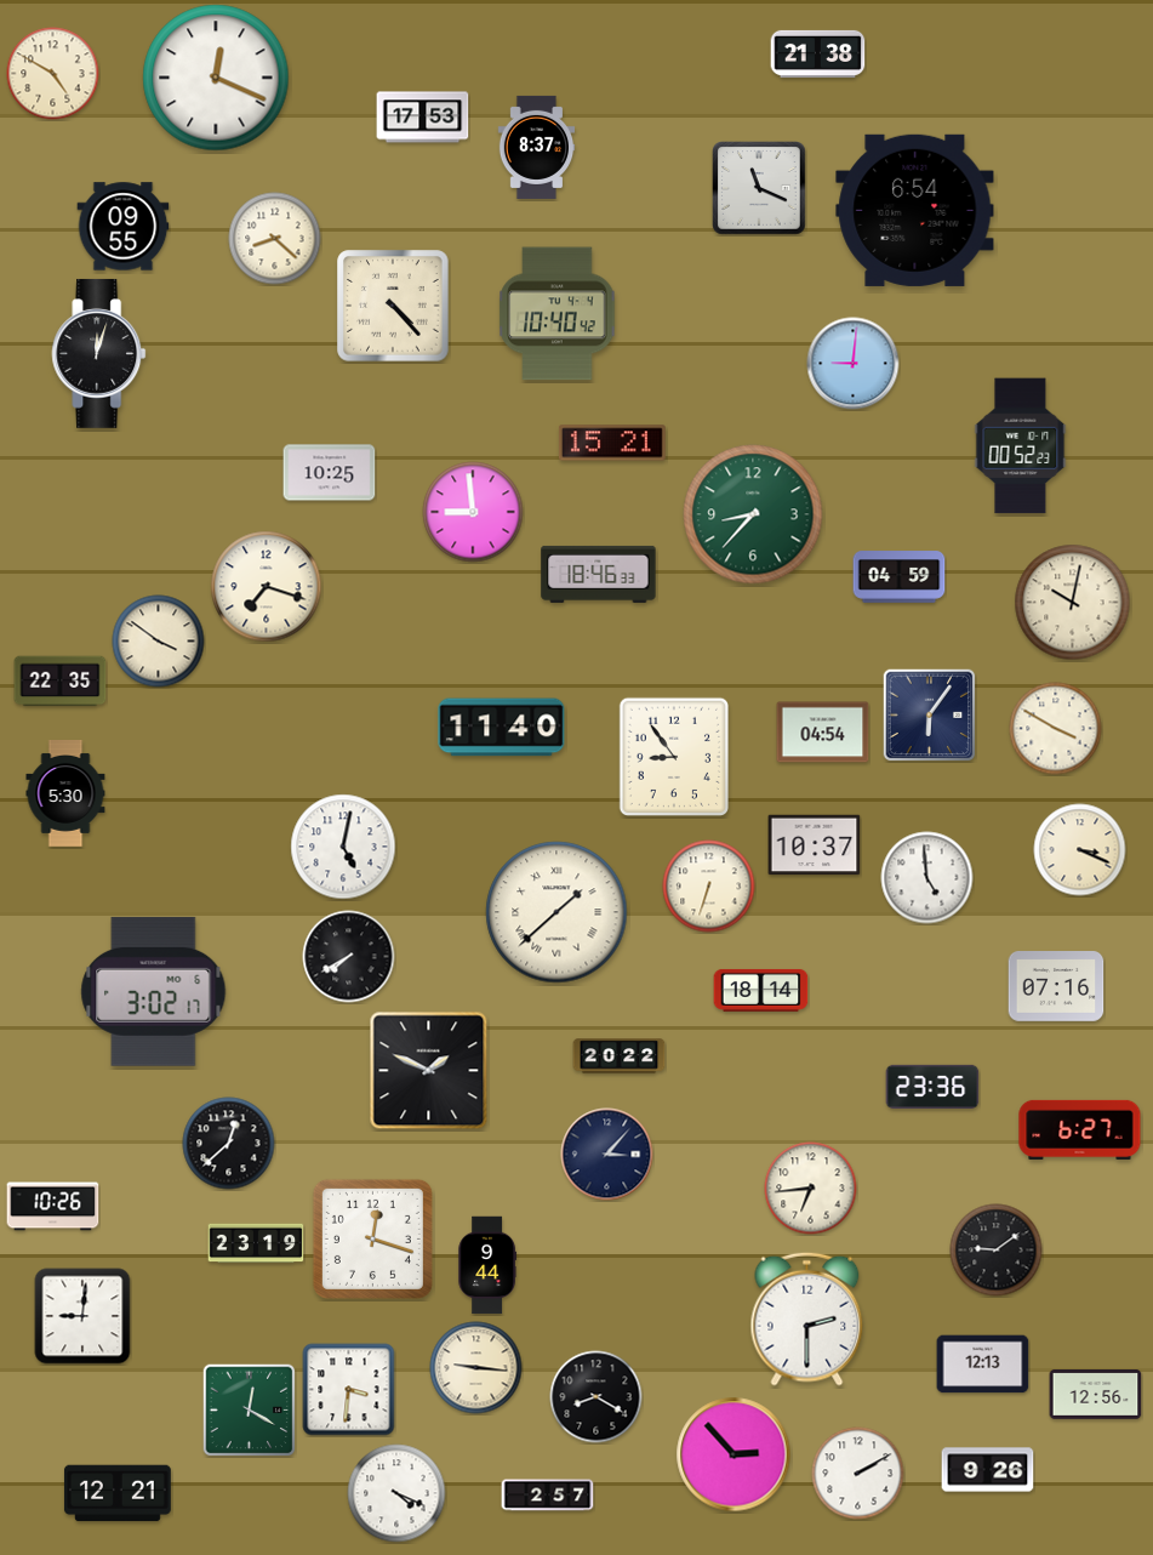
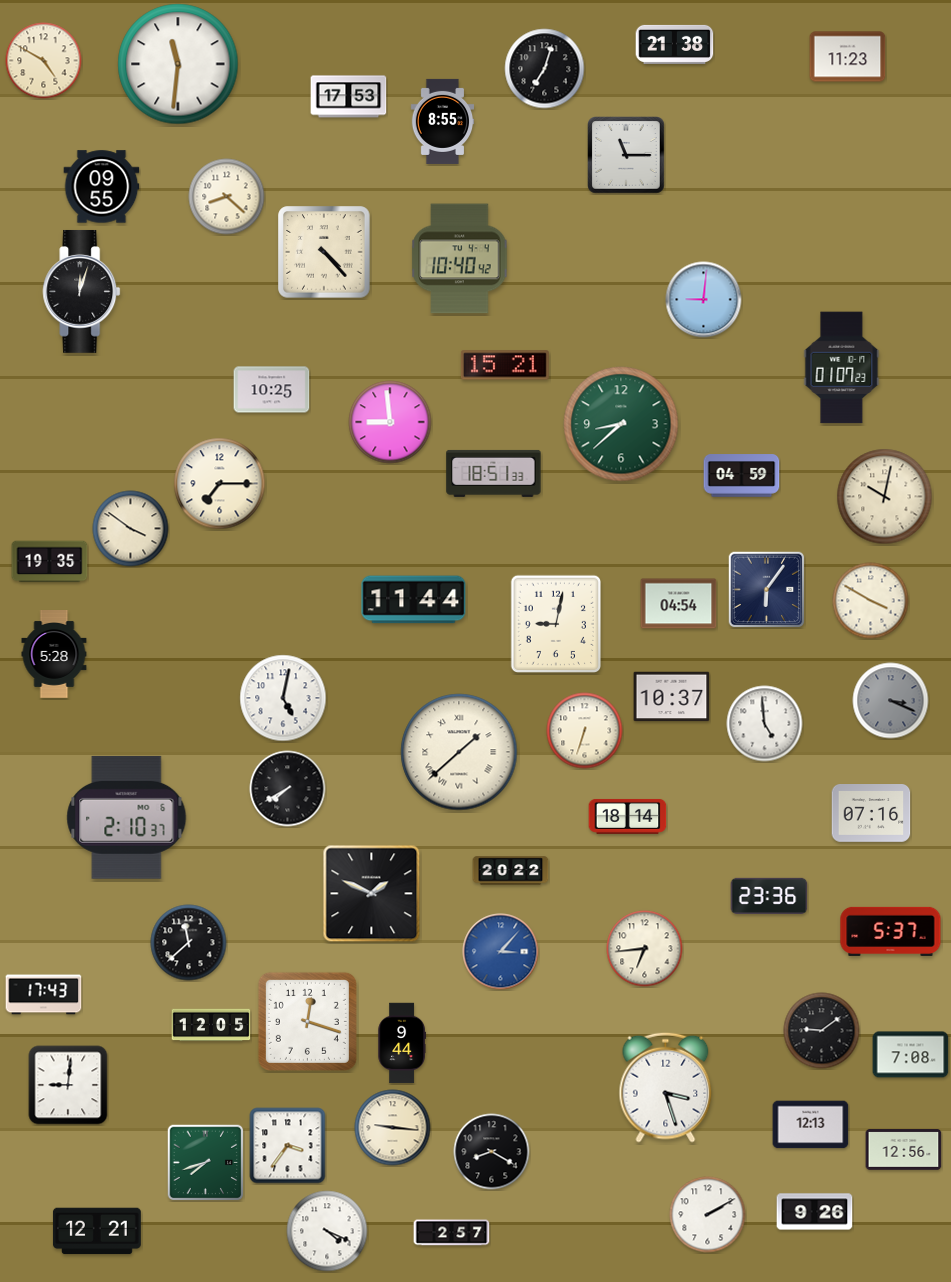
clock at (848, 57): none -> 11:23
clock at (216, 78): 12:19 -> 11:31
clock at (545, 69): none -> 7:03
clock at (537, 147): 8:37 -> 8:55
clock at (759, 188): 11:19 -> 11:15
clock at (915, 210): 6:54 -> none
clock at (1021, 446): 00:52 -> 01:07
clock at (753, 514): 8:37 -> 8:38
clock at (599, 574): 18:46 -> 18:51
clock at (267, 587): 7:18 -> 7:15
clock at (61, 682): 22:35 -> 19:35
clock at (502, 728): 11:40 -> 11:44
clock at (673, 757): 8:54 -> 9:02
clock at (65, 794): 5:30 -> 5:28
clock at (1080, 850) dial: cream -> grey
clock at (154, 991): 3:02 -> 2:10
clock at (429, 1071) position: (429, 1071) -> (372, 894)
clock at (1080, 1129): 6:27 -> 5:37
clock at (229, 1144): 12:38 -> 11:38
clock at (607, 1155) dial: navy -> blue
clock at (811, 1189) position: (811, 1189) -> (645, 949)
clock at (53, 1207): 10:26 -> 17:43
clock at (256, 1243): 23:19 -> 12:05
clock at (911, 1055): none -> 7:08
clock at (807, 1318): 2:30 -> 3:27
clock at (349, 1390): 3:31 -> 3:36
clock at (249, 1409): 12:20 -> 7:42
clock at (734, 1454): 2:53 -> none
